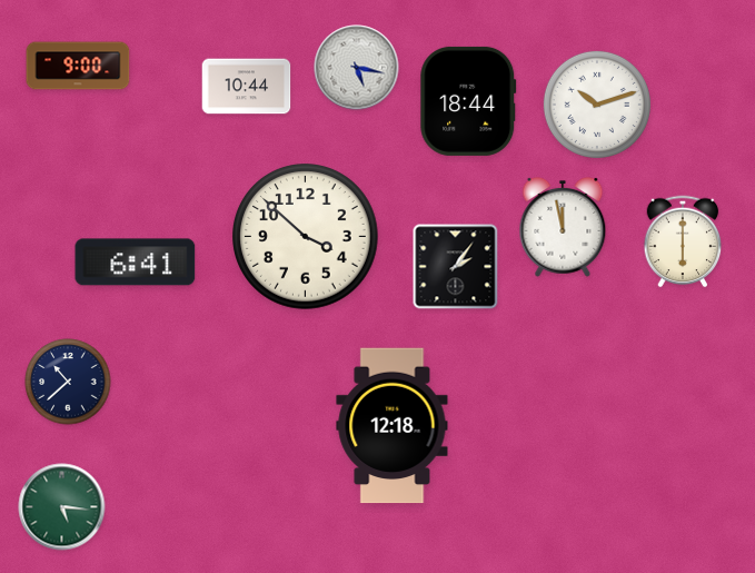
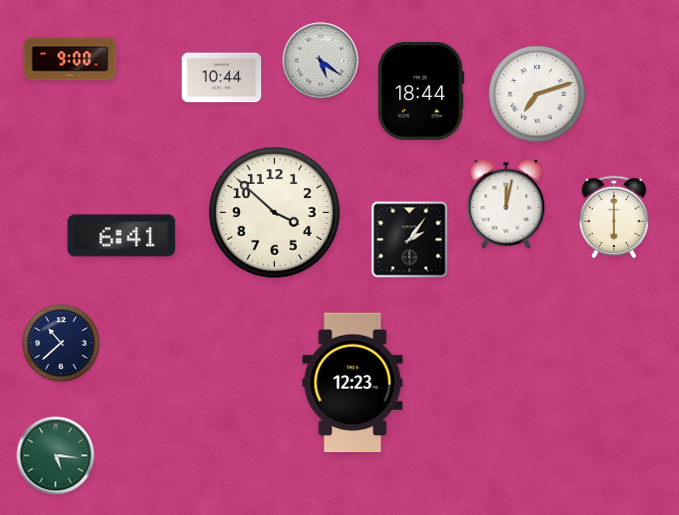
clock at (357, 68): 5:17 -> 5:21
clock at (597, 105): 10:12 -> 7:12
clock at (563, 227): 11:58 -> 12:02
clock at (393, 426): 12:18 -> 12:23
